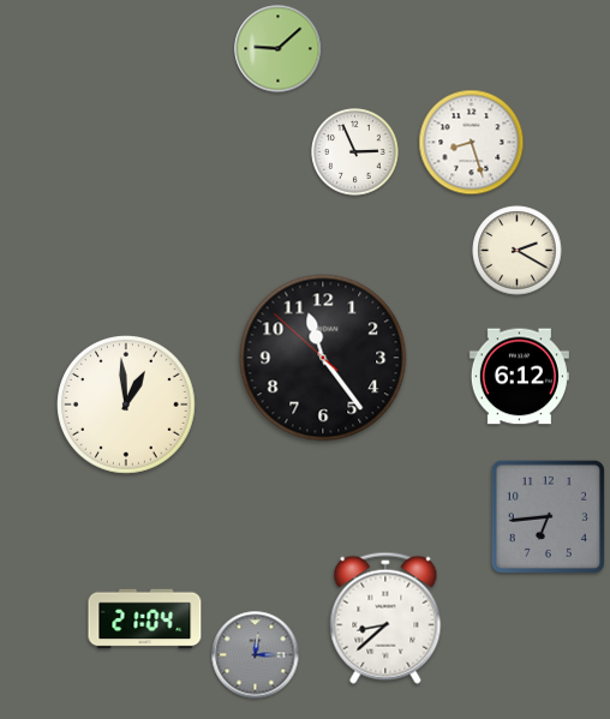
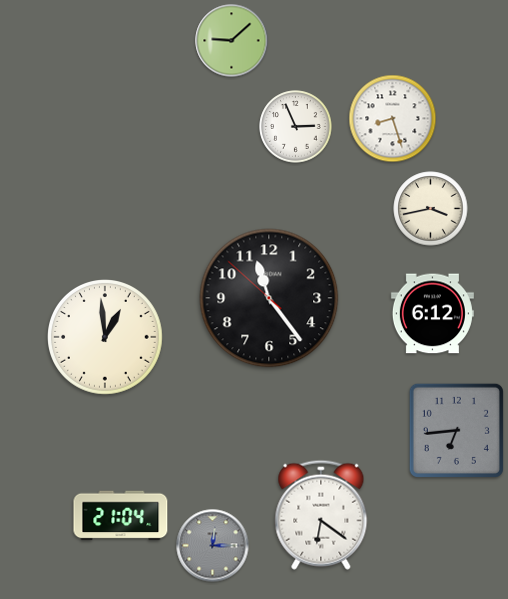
clock at (518, 251): 2:20 -> 3:43
clock at (385, 618): 8:38 -> 6:21
